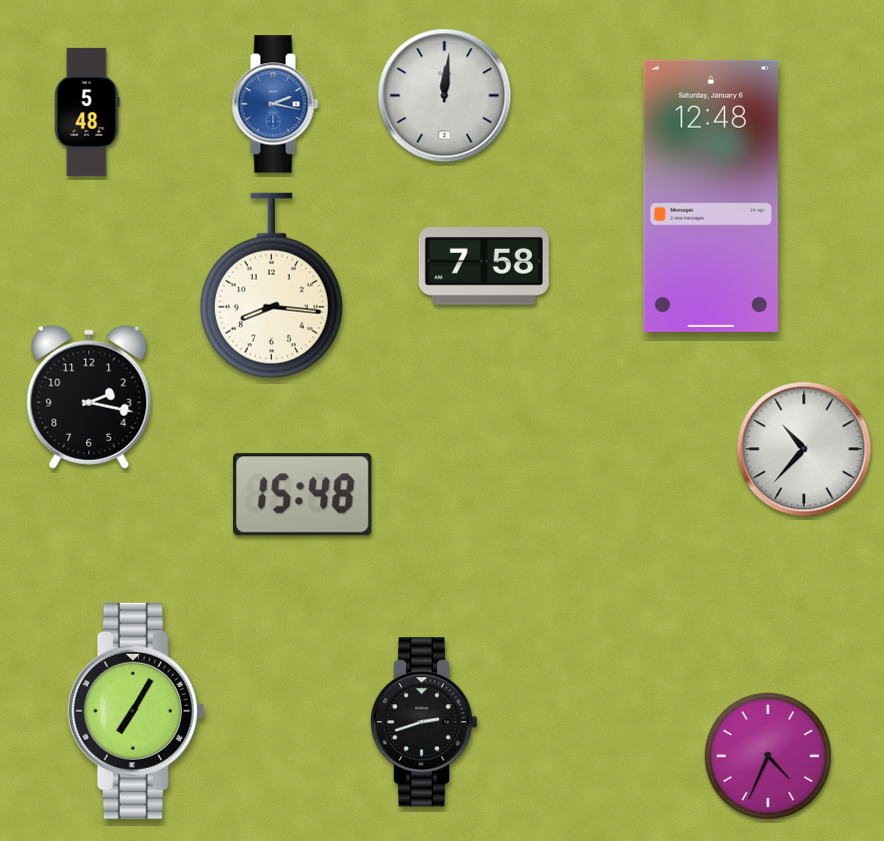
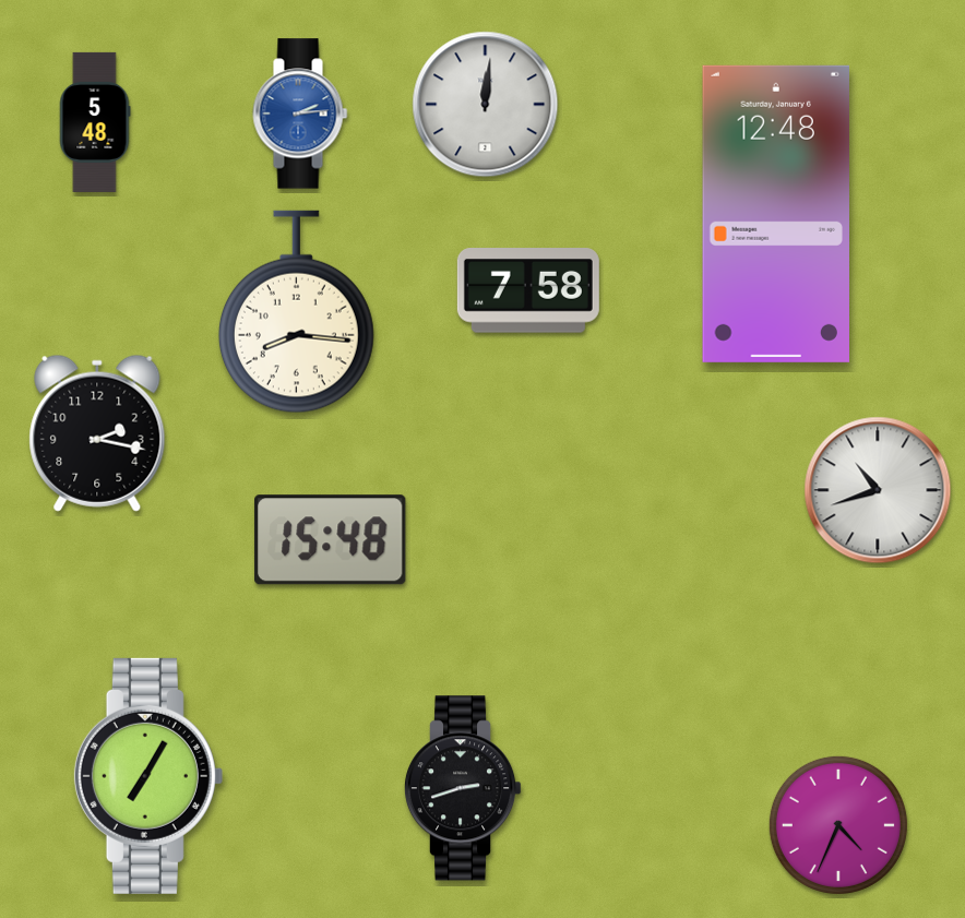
clock at (275, 104): 2:17 -> 2:14
clock at (804, 449): 10:37 -> 10:42
